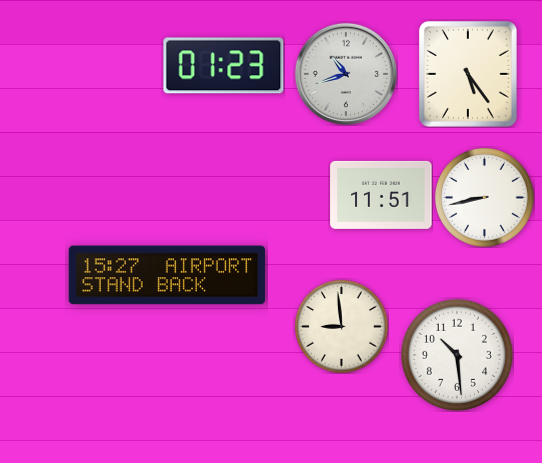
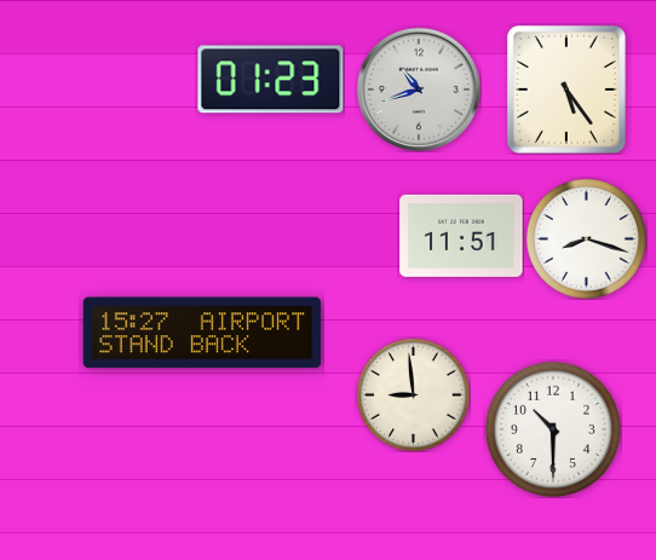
clock at (485, 198): 8:43 -> 8:18
clock at (457, 355): 10:29 -> 10:30
